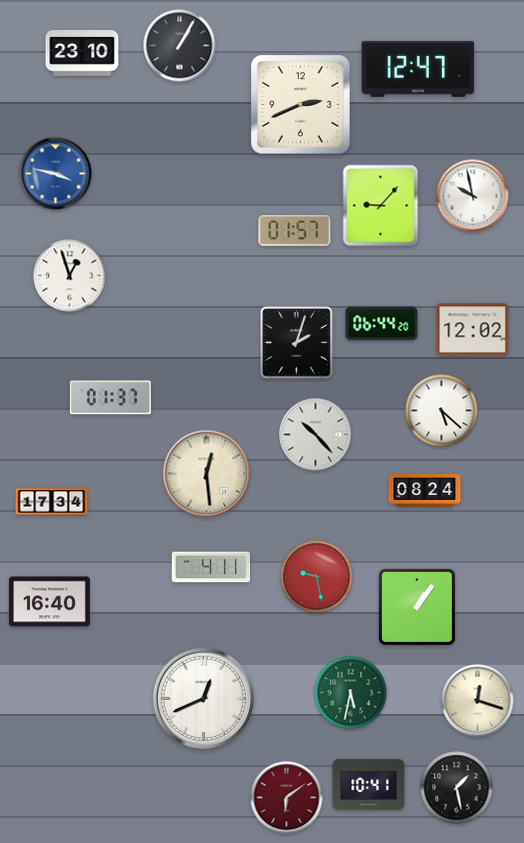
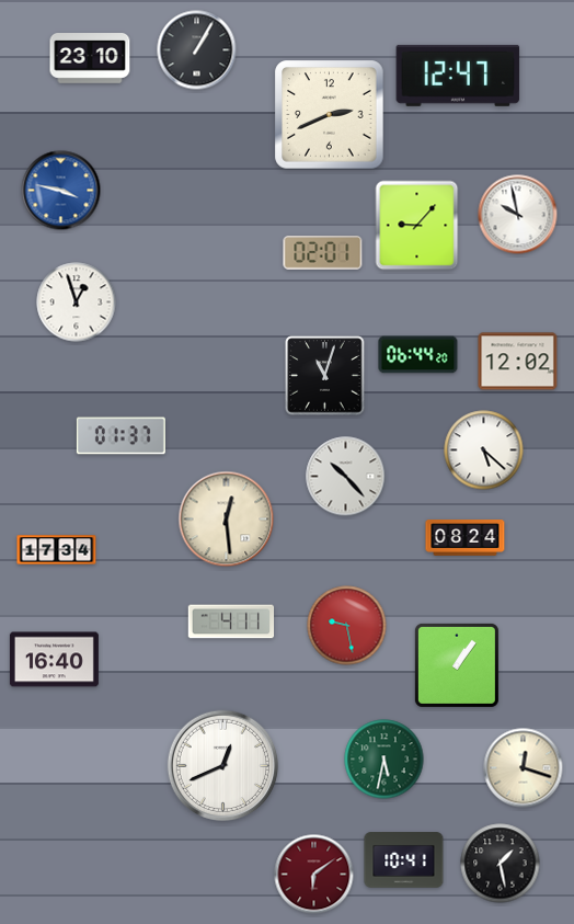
clock at (295, 231): 01:57 -> 02:01
clock at (297, 343): 2:03 -> 11:03
clock at (317, 577) position: (317, 577) -> (347, 626)
